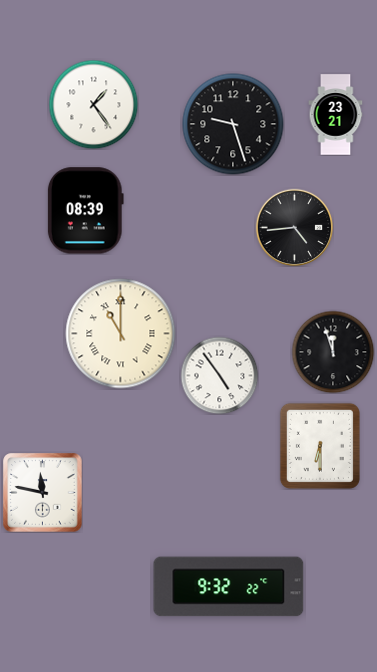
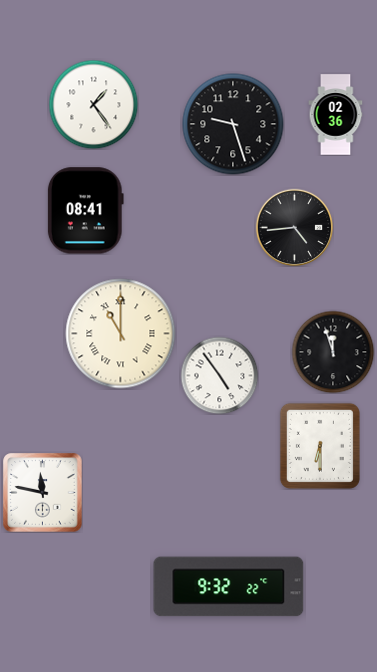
clock at (336, 115): 23:21 -> 02:36
clock at (85, 211): 08:39 -> 08:41
